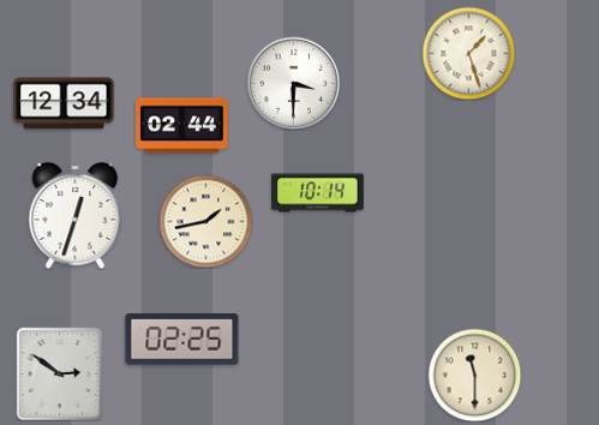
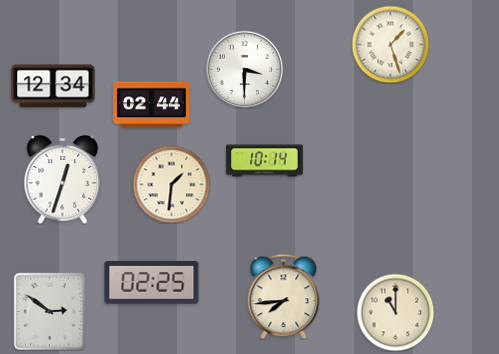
clock at (205, 221): 1:43 -> 1:31
clock at (284, 296): none -> 7:44
clock at (474, 375): 11:30 -> 11:00
